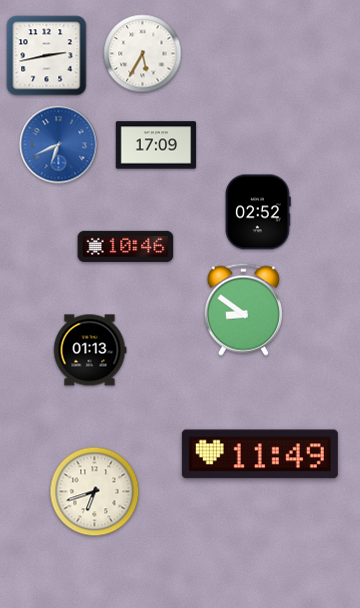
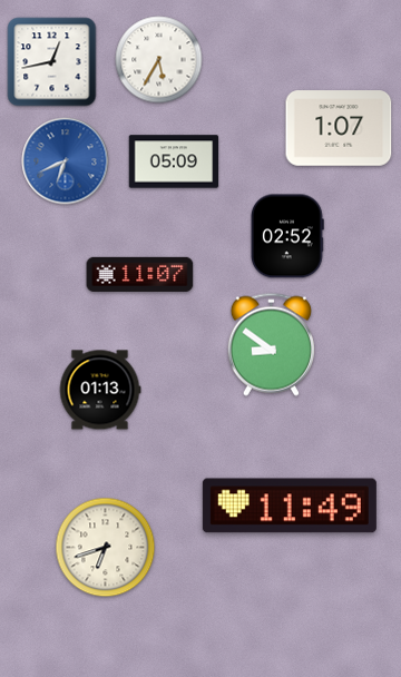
clock at (47, 56): 2:43 -> 12:43
clock at (339, 128): none -> 1:07
clock at (156, 145): 17:09 -> 05:09
clock at (126, 246): 10:46 -> 11:07
